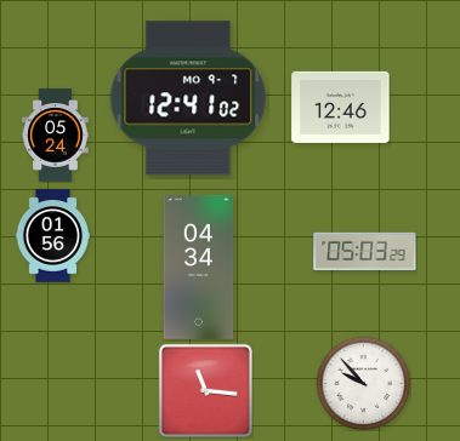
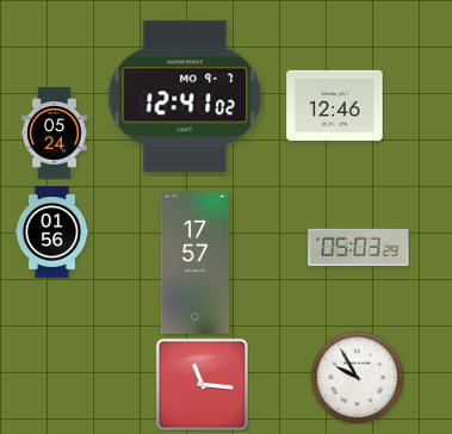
clock at (199, 267): 04:34 -> 17:57
clock at (363, 383): 9:53 -> 9:55
